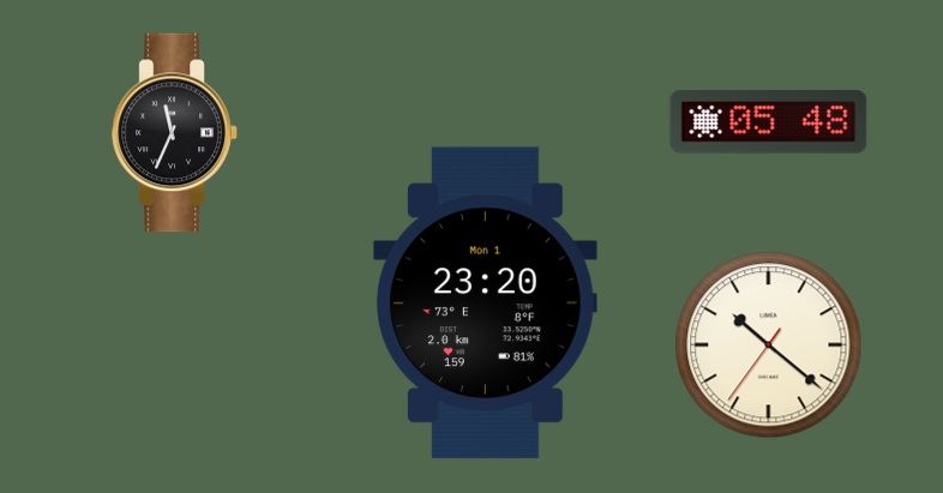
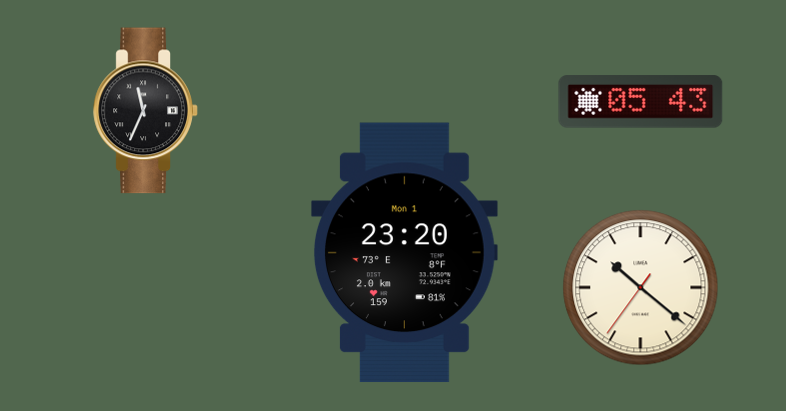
clock at (769, 122): 05:48 -> 05:43
